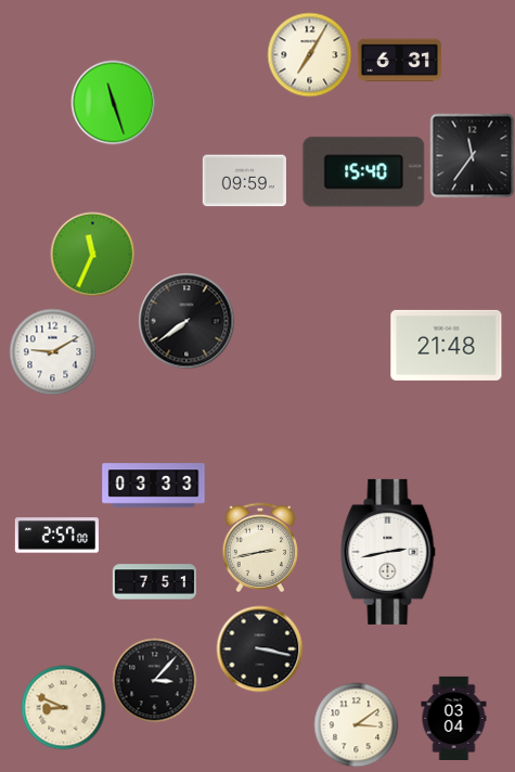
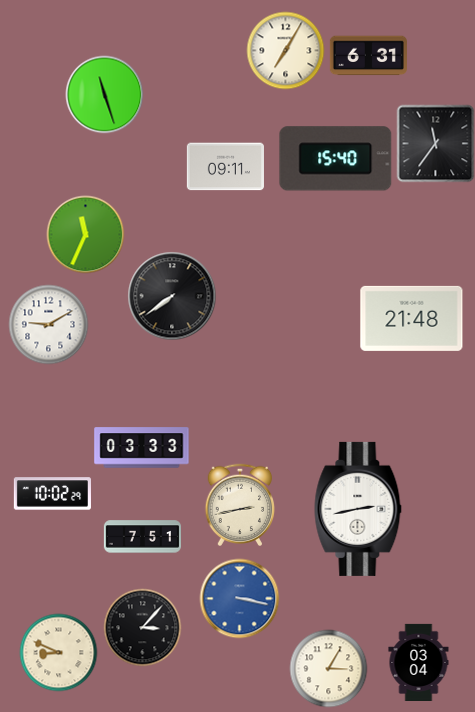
clock at (244, 181): 09:59 -> 09:11
clock at (56, 536): 2:57 -> 10:02
clock at (259, 648) dial: black -> blue
clock at (356, 724): 3:09 -> 3:05
